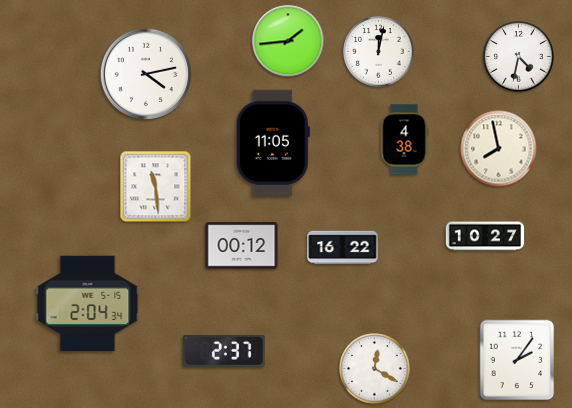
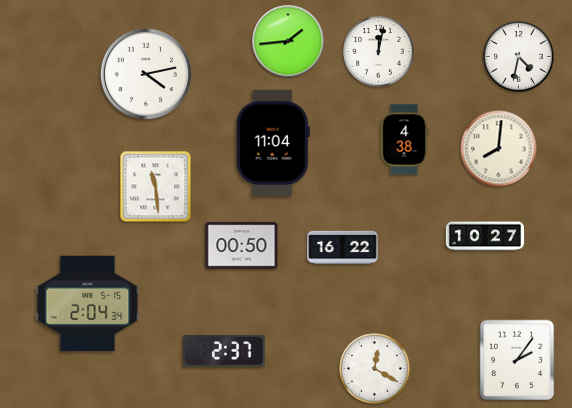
clock at (273, 143): 11:05 -> 11:04
clock at (499, 149): 7:58 -> 8:01
clock at (242, 246): 00:12 -> 00:50
